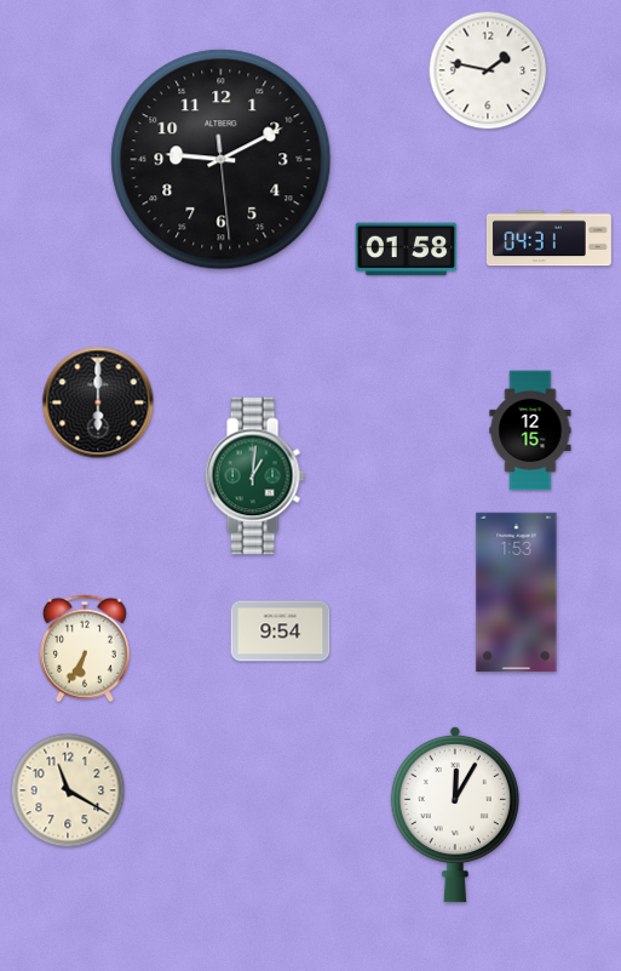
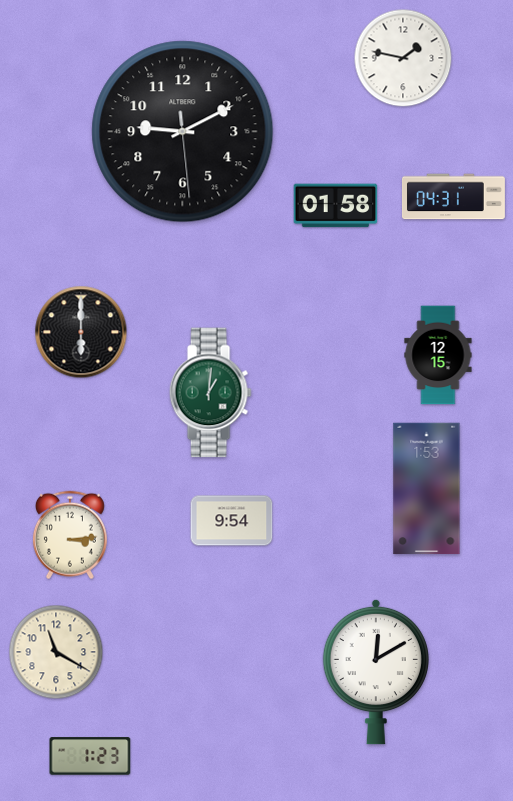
clock at (85, 649): 6:35 -> 3:14
clock at (455, 815): 12:05 -> 12:10
clock at (90, 756): none -> 1:23
